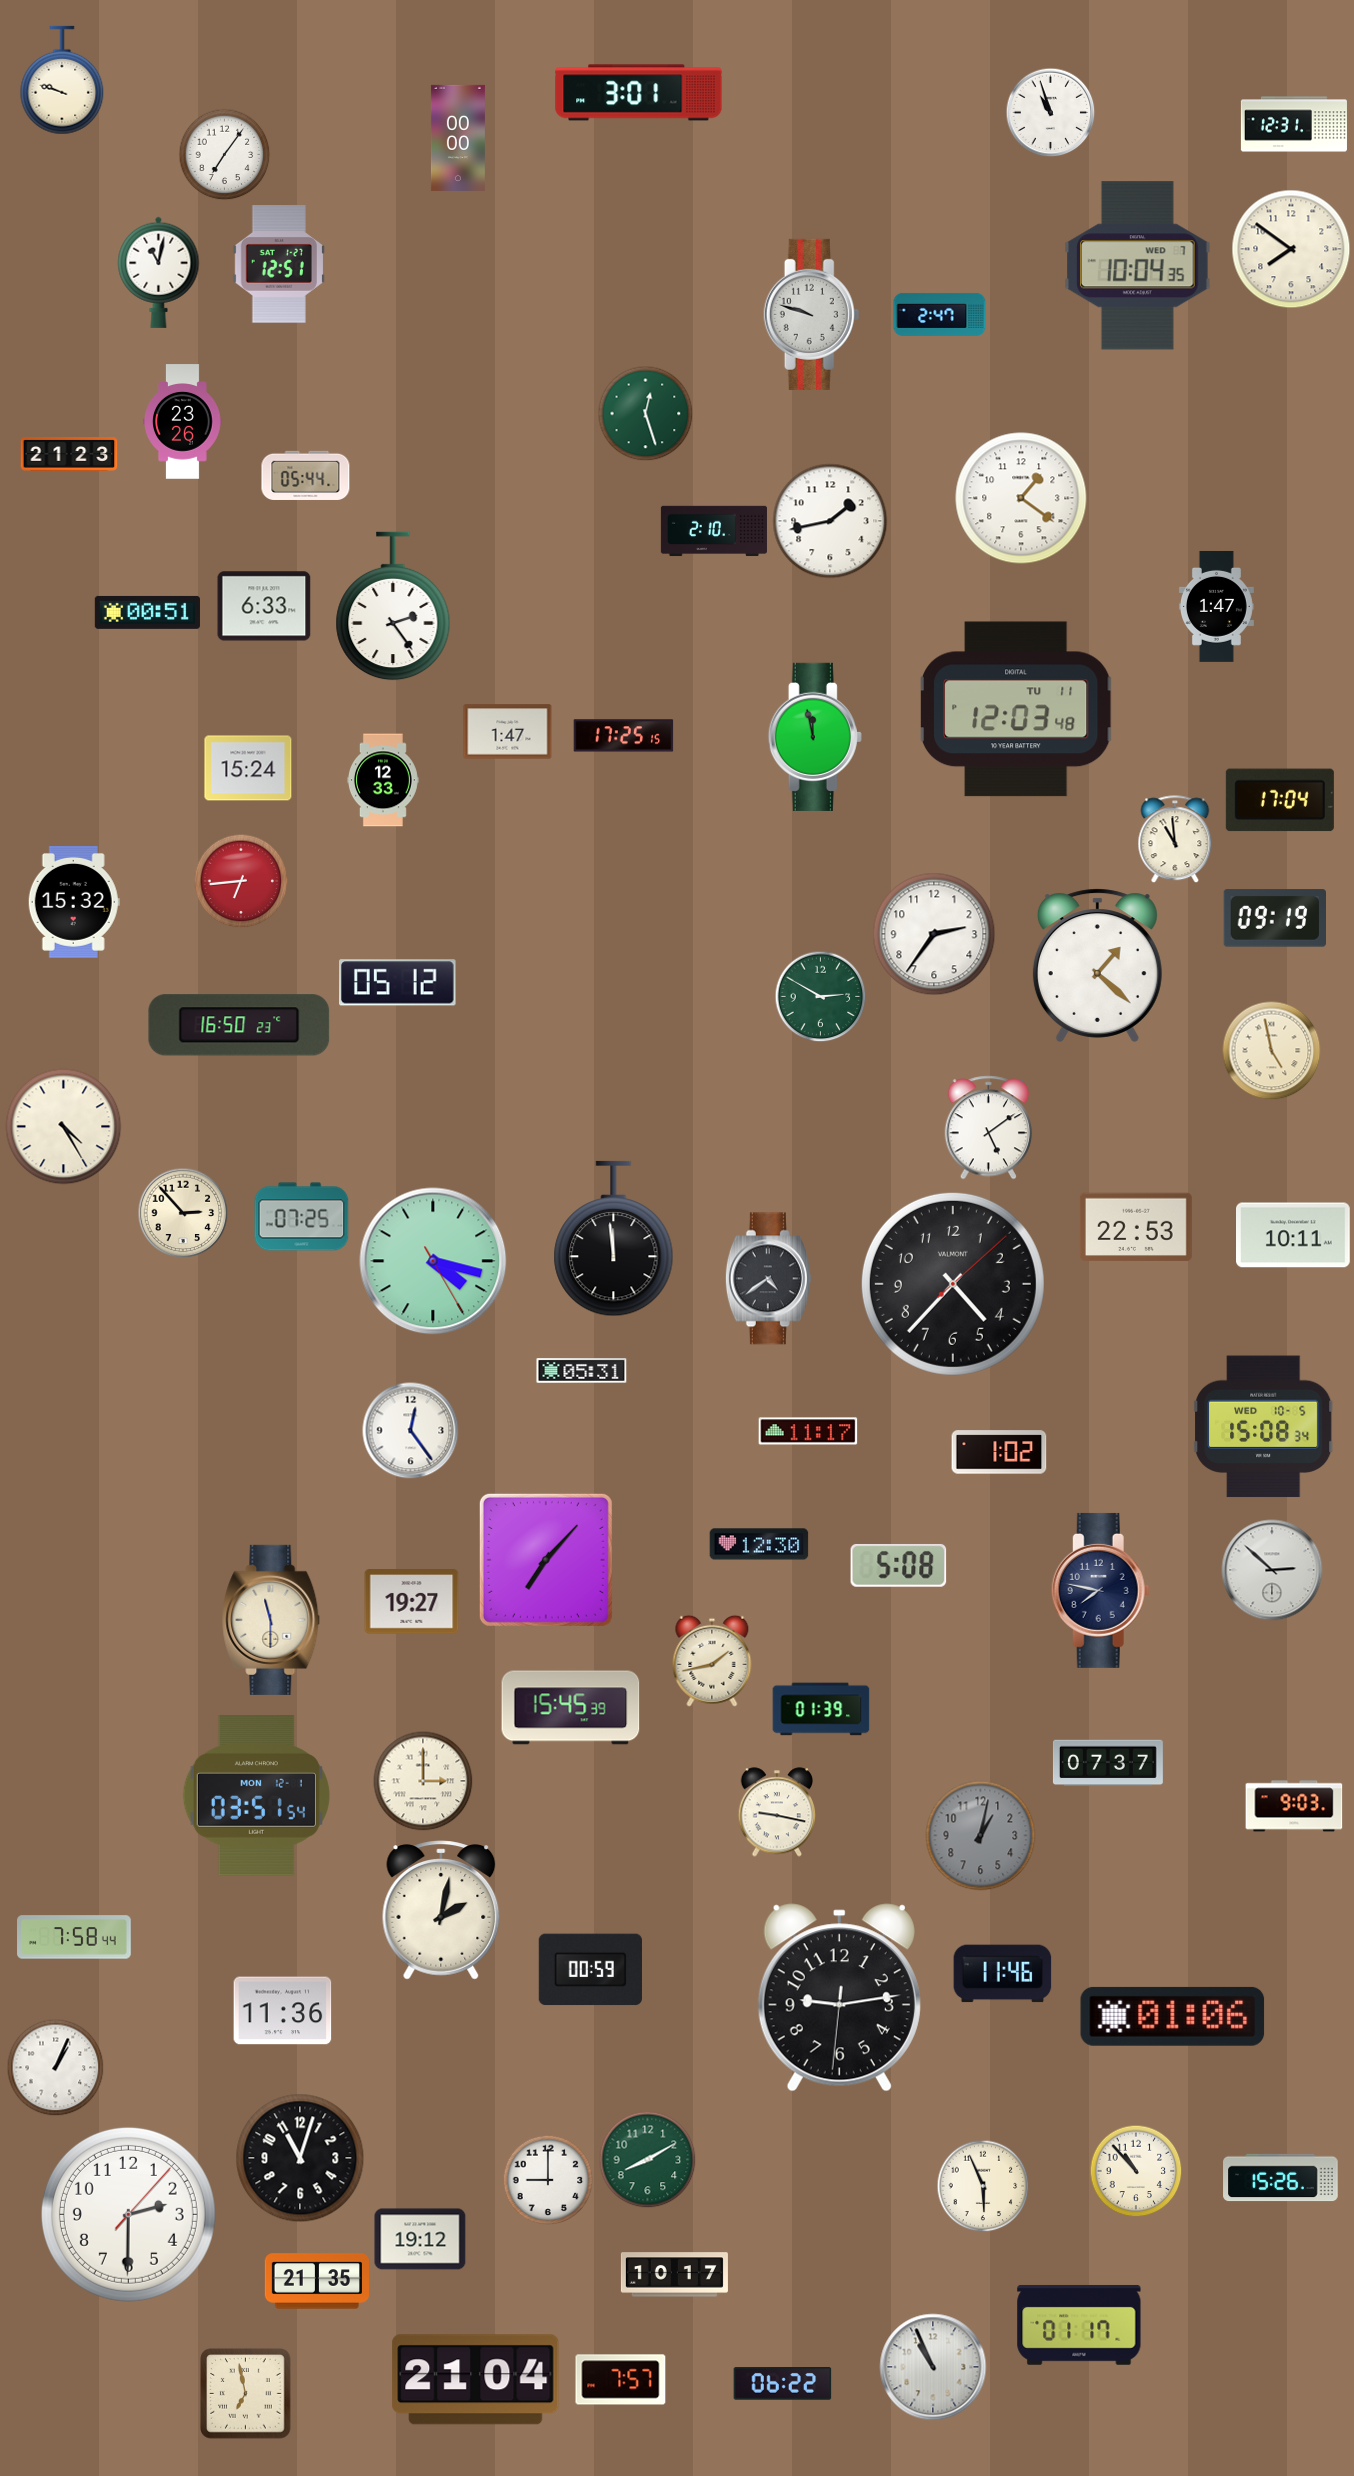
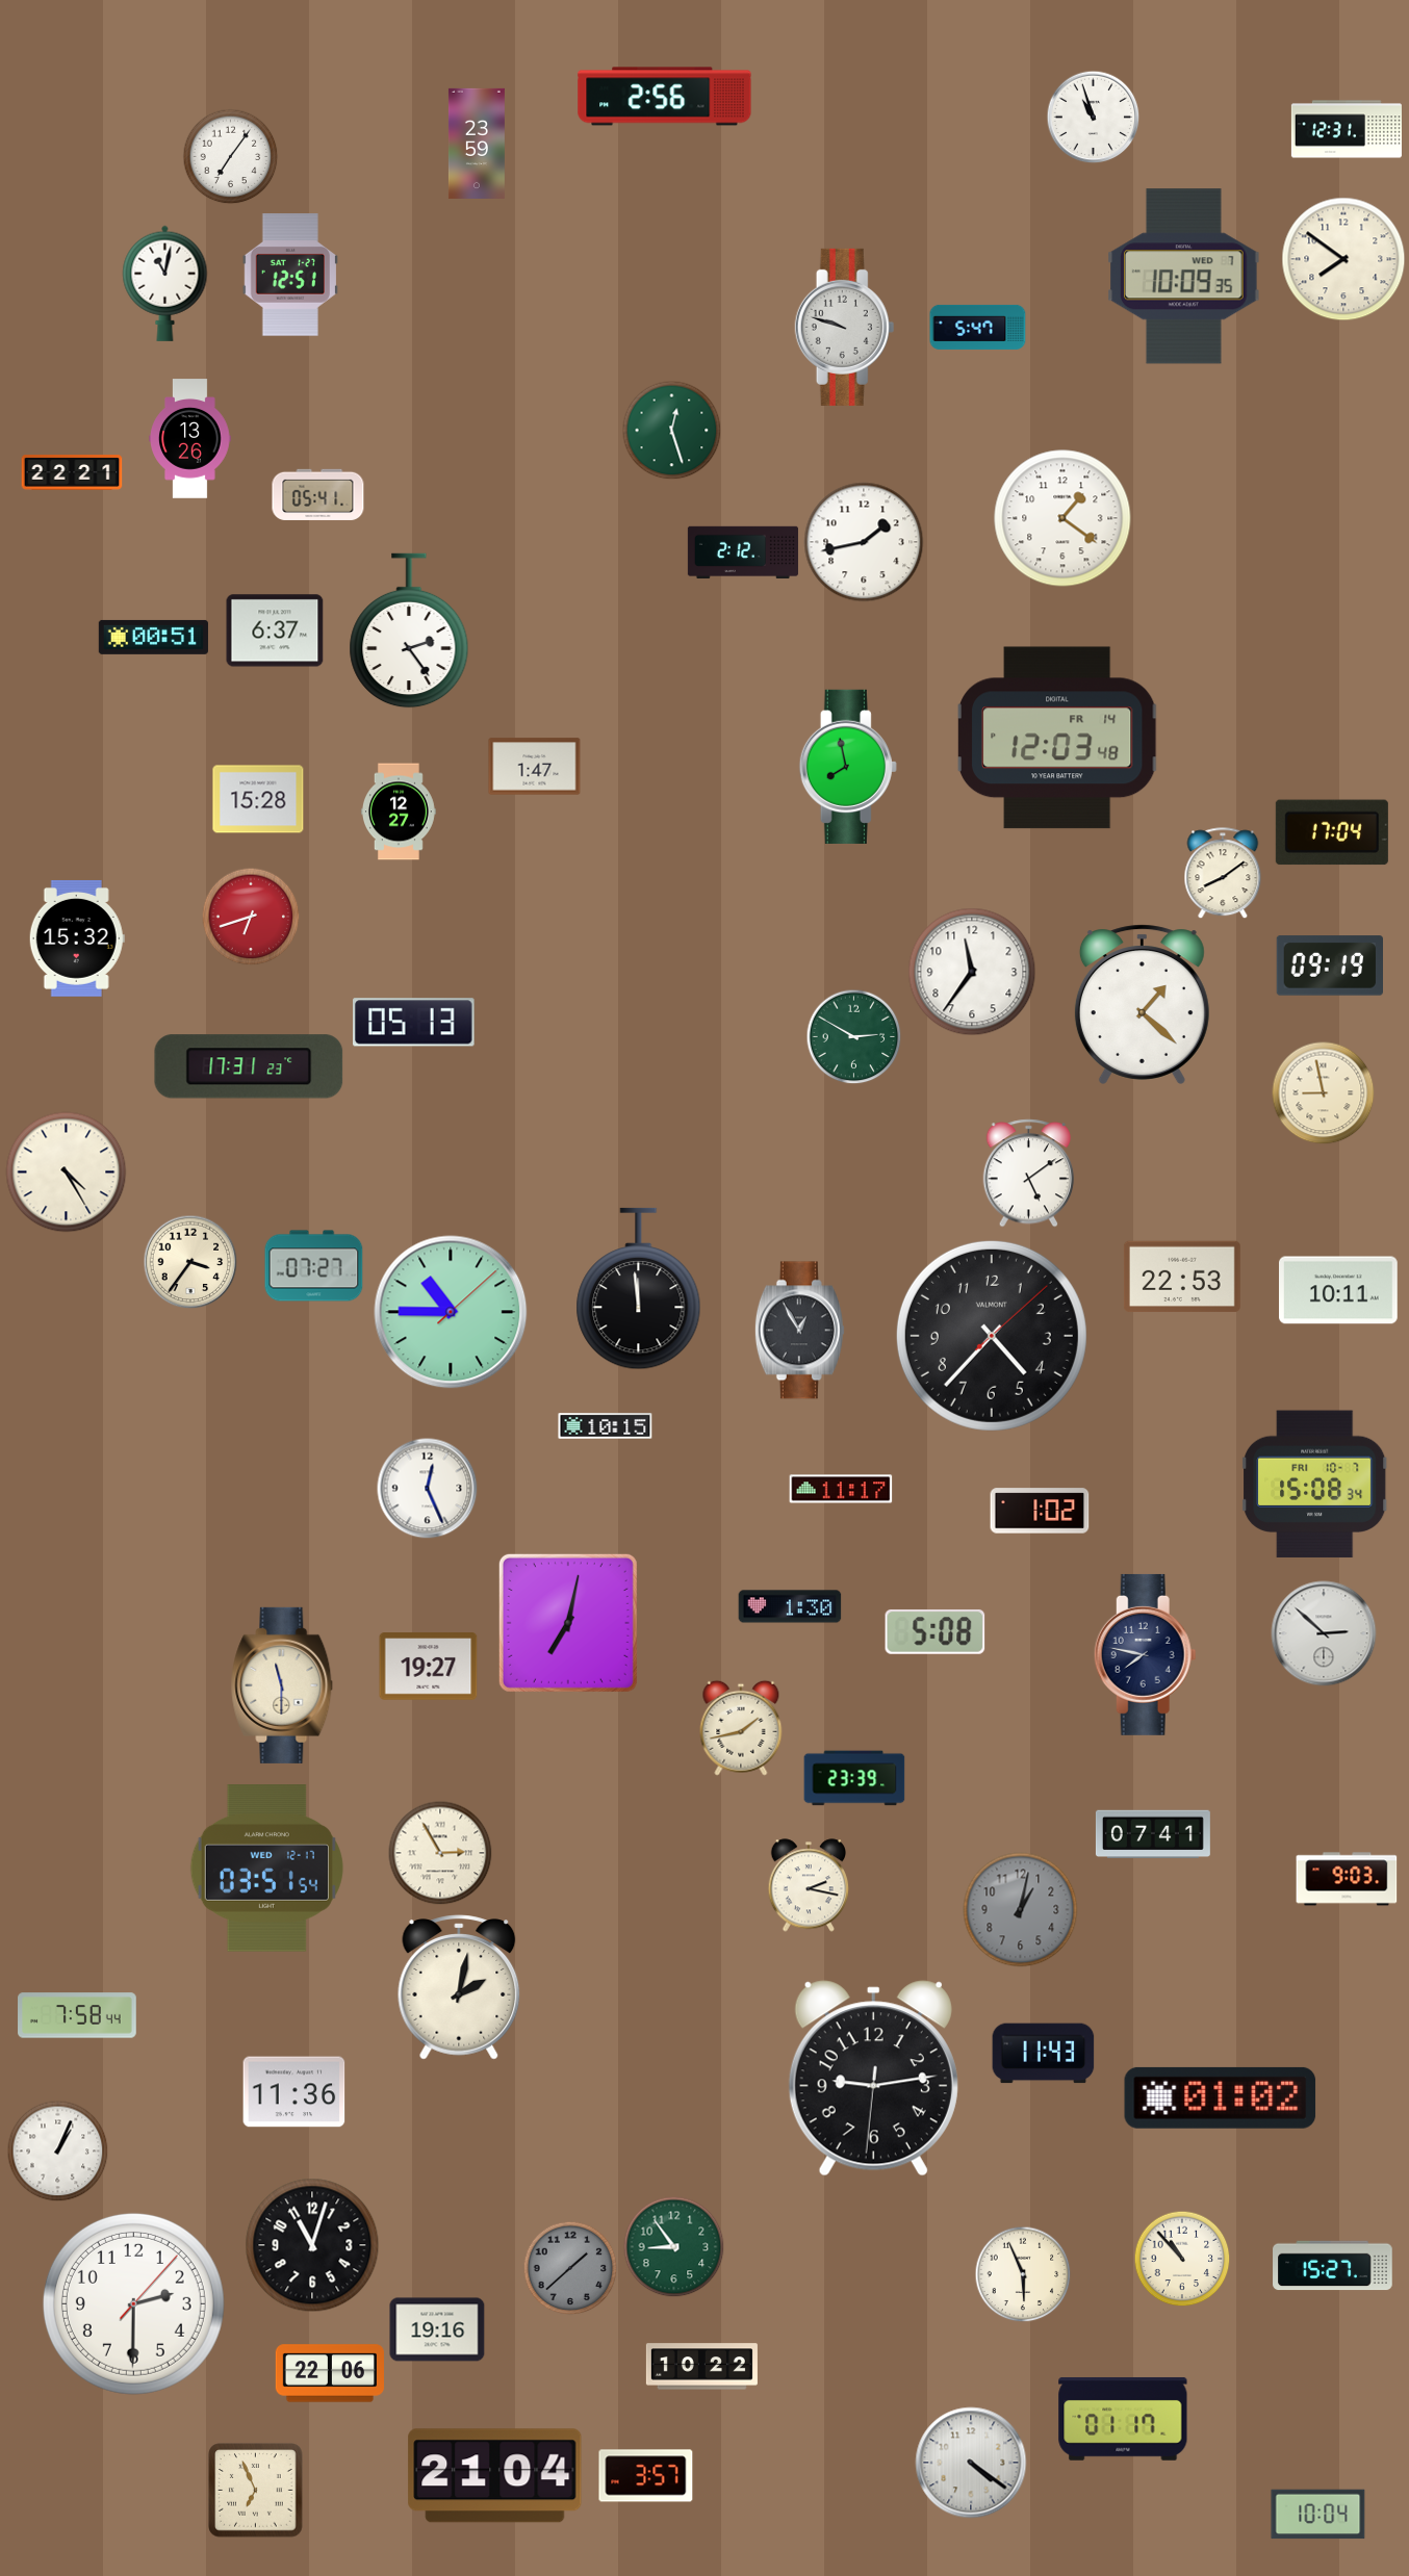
clock at (62, 80): 9:48 -> none
clock at (639, 93): 3:01 -> 2:56
clock at (458, 138): 00:00 -> 23:59
clock at (224, 154) position: (224, 154) -> (230, 156)
clock at (1138, 266): 10:04 -> 10:09
clock at (940, 314): 2:47 -> 5:47
clock at (183, 422): 23:26 -> 13:26
clock at (69, 454): 21:23 -> 22:21
clock at (306, 475): 05:44 -> 05:41
clock at (714, 531): 2:10 -> 2:12
clock at (264, 606): 6:33 -> 6:37
clock at (1216, 606): 1:47 -> none
clock at (1016, 709) date: TU 11 -> FR 14
clock at (508, 732) position: (508, 732) -> (535, 767)
clock at (624, 736): 17:25 -> none
clock at (815, 737): 11:58 -> 7:58
clock at (248, 768): 15:24 -> 15:28
clock at (383, 780): 12:33 -> 12:27
clock at (1175, 839): 10:59 -> 8:09
clock at (241, 881): 6:44 -> 6:42
clock at (1274, 918) position: (1274, 918) -> (1329, 965)
clock at (934, 934): 2:36 -> 11:36
clock at (398, 983): 05:12 -> 05:13
clock at (239, 1025): 16:50 -> 17:31
clock at (1272, 1051): 4:58 -> 8:58
clock at (183, 1213): 2:53 -> 3:36
clock at (302, 1217): 07:25 -> 07:27
clock at (1294, 1235) position: (1294, 1235) -> (1339, 1290)
clock at (433, 1261): 4:17 -> 10:45
clock at (768, 1279): 4:39 -> 12:55
clock at (582, 1371): 05:31 -> 10:15
clock at (1265, 1427) date: WED 10-5 -> FRI 10-7
clock at (411, 1431): 12:24 -> 12:26
clock at (759, 1544): 12:30 -> 1:30
clock at (546, 1560): 7:07 -> 7:02
clock at (899, 1566) position: (899, 1566) -> (936, 1632)
clock at (571, 1708): 15:45 -> none
clock at (821, 1709): 01:39 -> 23:39
clock at (1108, 1763): 07:37 -> 07:41
clock at (423, 1781): 3:00 -> 2:55
clock at (256, 1796) date: MON 12-1 -> WED 12-17
clock at (777, 1812): 9:17 -> 2:17
clock at (590, 1970): 00:59 -> none
clock at (1003, 1974): 11:46 -> 11:43
clock at (1173, 2016): 01:06 -> 01:02
clock at (647, 2159): 8:10 -> 8:54
clock at (1281, 2178): 15:26 -> 15:27
clock at (548, 2180): 9:00 -> 1:38
clock at (548, 2180) dial: white -> grey
clock at (420, 2239): 19:12 -> 19:16
clock at (674, 2275): 10:17 -> 10:22
clock at (316, 2281): 21:35 -> 22:06
clock at (933, 2367): 10:56 -> 4:21
clock at (621, 2380): 7:57 -> 3:57
clock at (783, 2384): 06:22 -> none
clock at (246, 2394): 6:58 -> 6:56
clock at (1318, 2515): none -> 10:04
